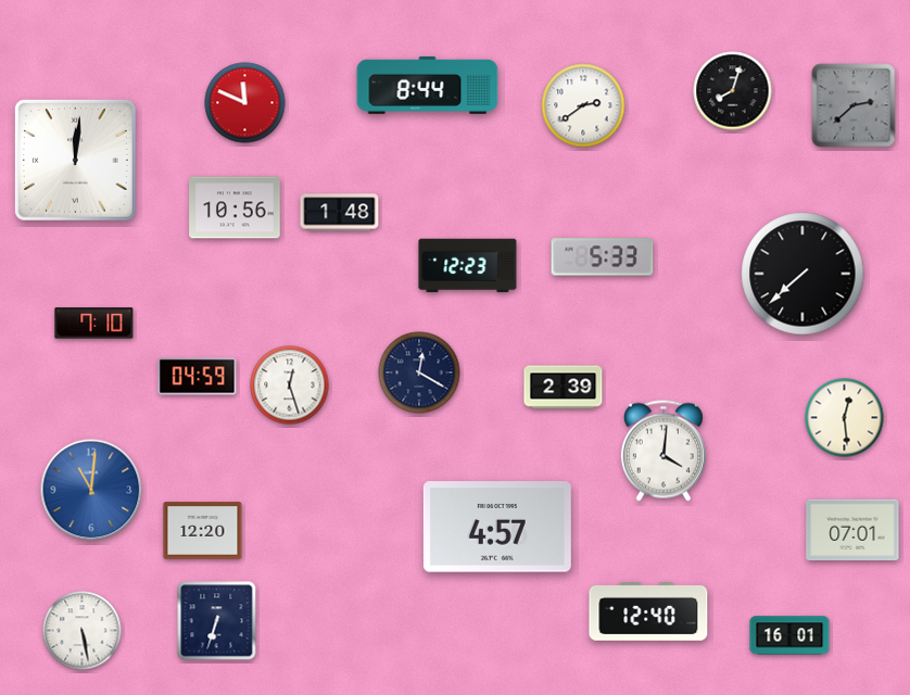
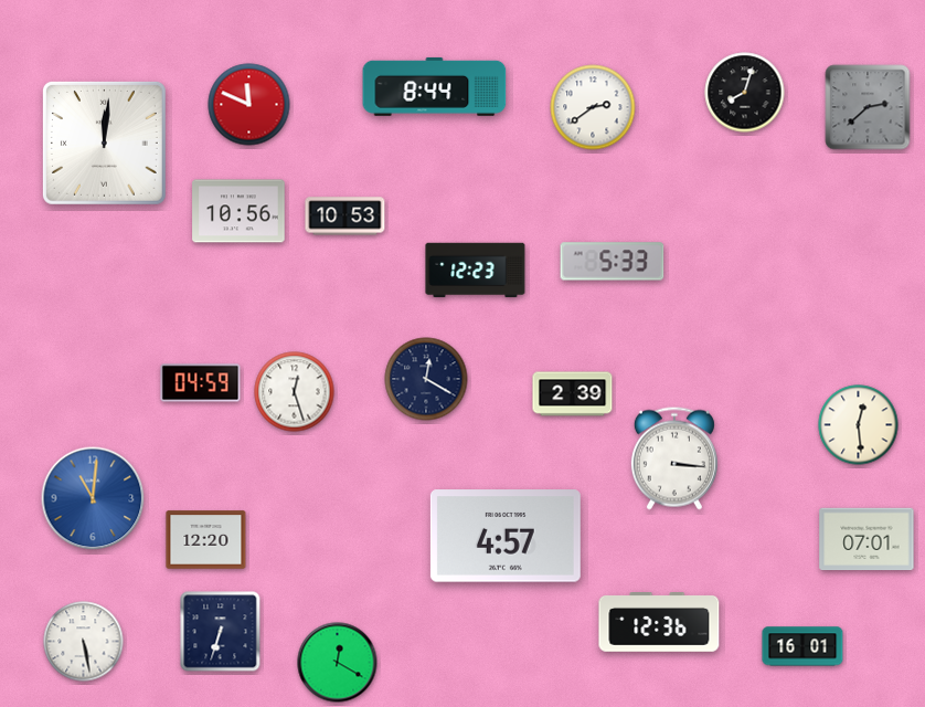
clock at (75, 160) position: (75, 160) -> (104, 143)
clock at (340, 213): 1:48 -> 10:53
clock at (802, 274): 7:38 -> none
clock at (94, 324): 7:10 -> none
clock at (663, 451): 4:01 -> 3:16
clock at (648, 612): 12:40 -> 12:36
clock at (338, 663): none -> 12:20
